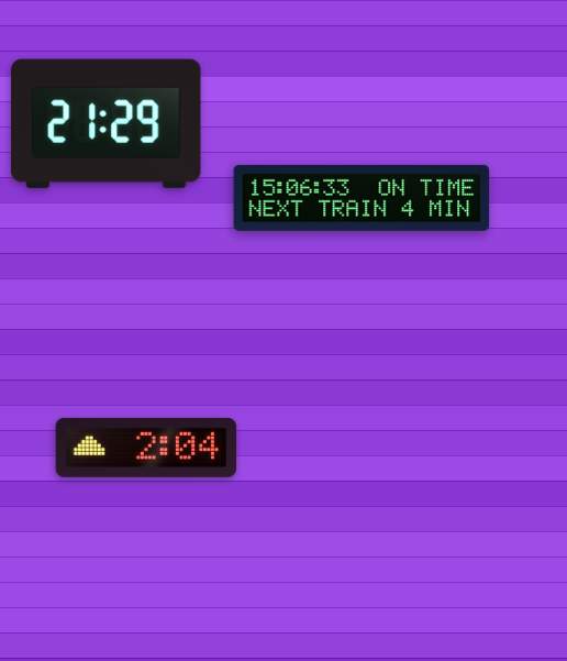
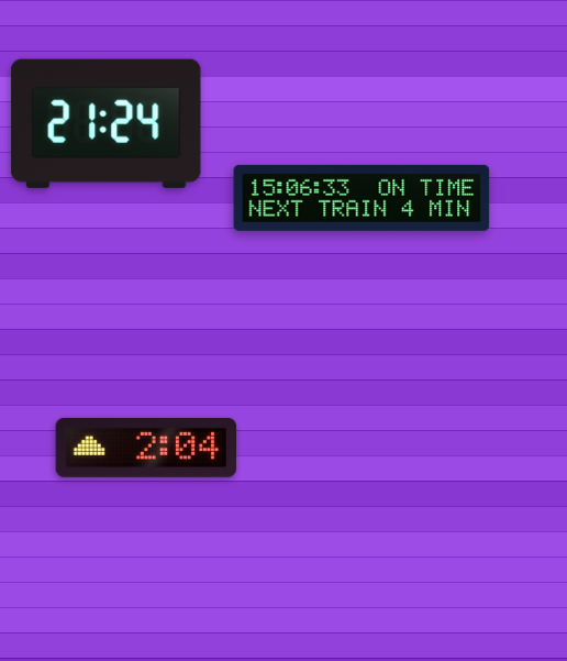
clock at (107, 123): 21:29 -> 21:24
